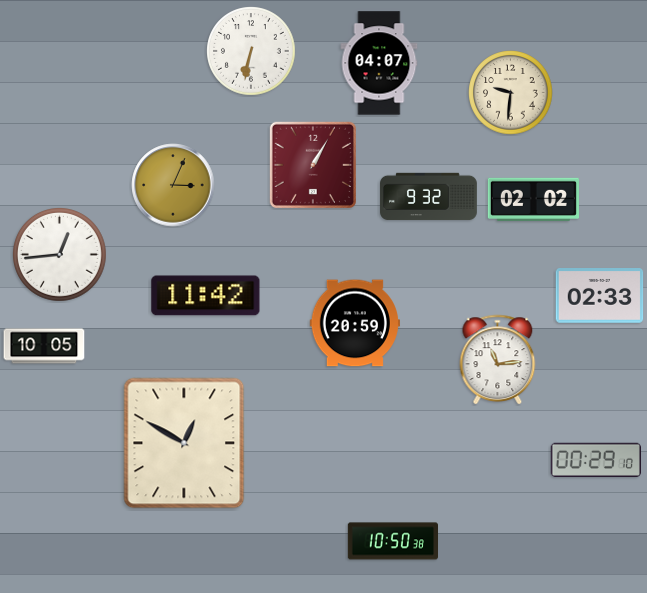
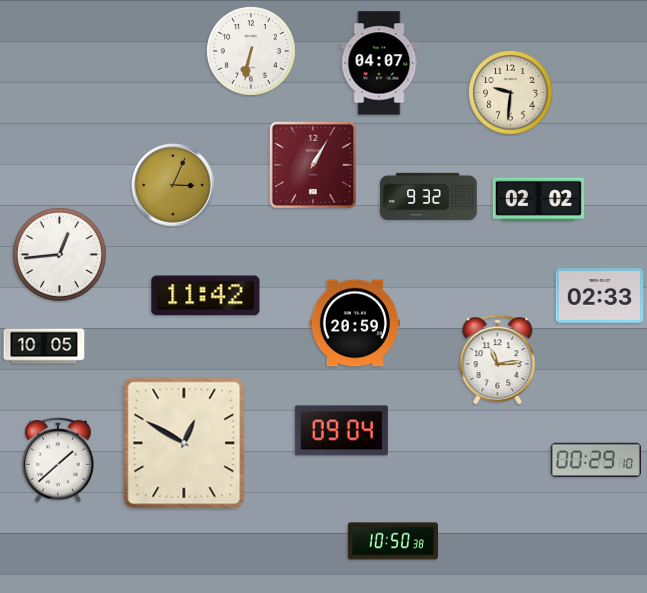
clock at (533, 199) position: (533, 199) -> (538, 199)
clock at (341, 431): none -> 09:04
clock at (58, 460): none -> 1:38
